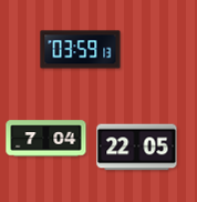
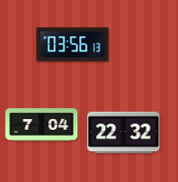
clock at (81, 50): 03:59 -> 03:56
clock at (137, 148): 22:05 -> 22:32
